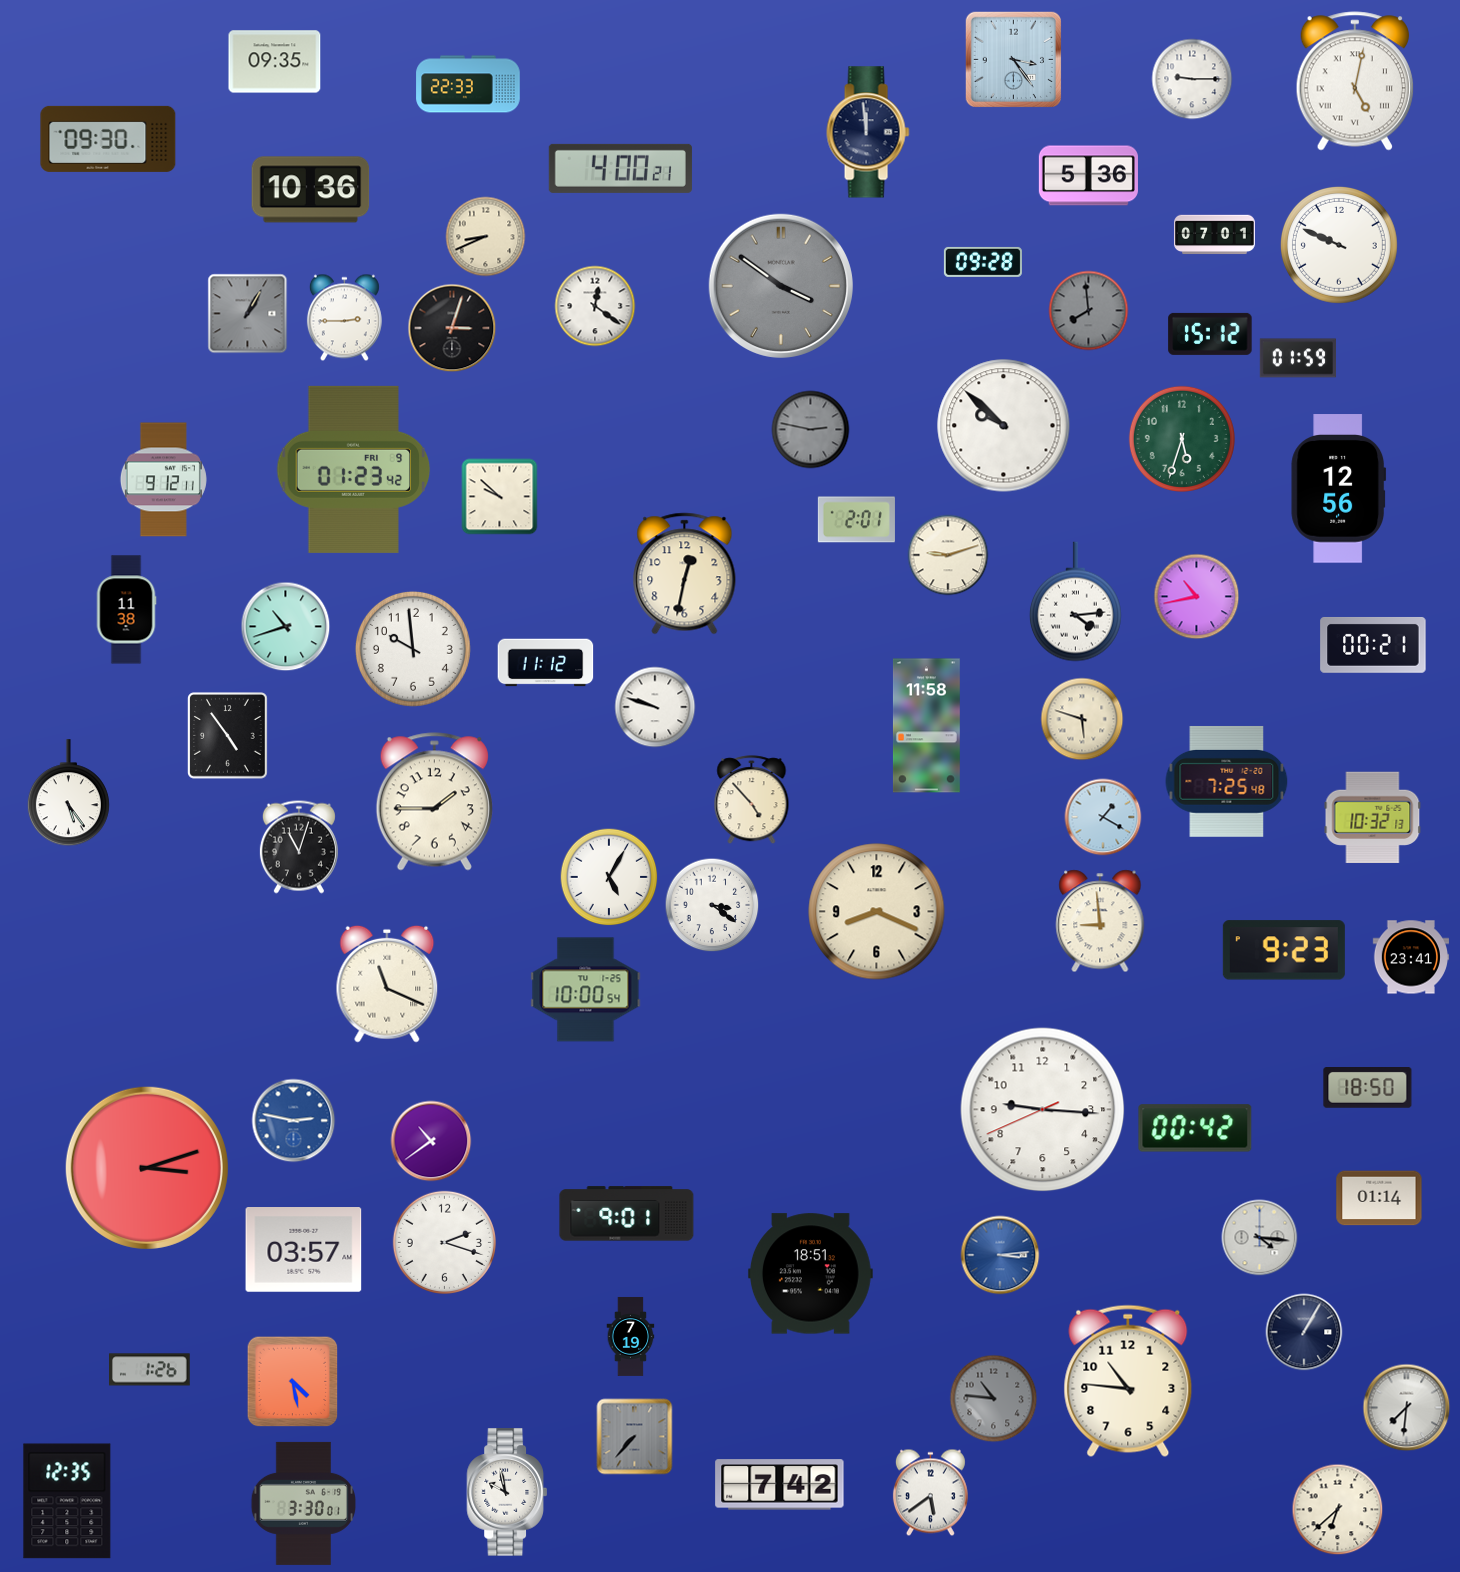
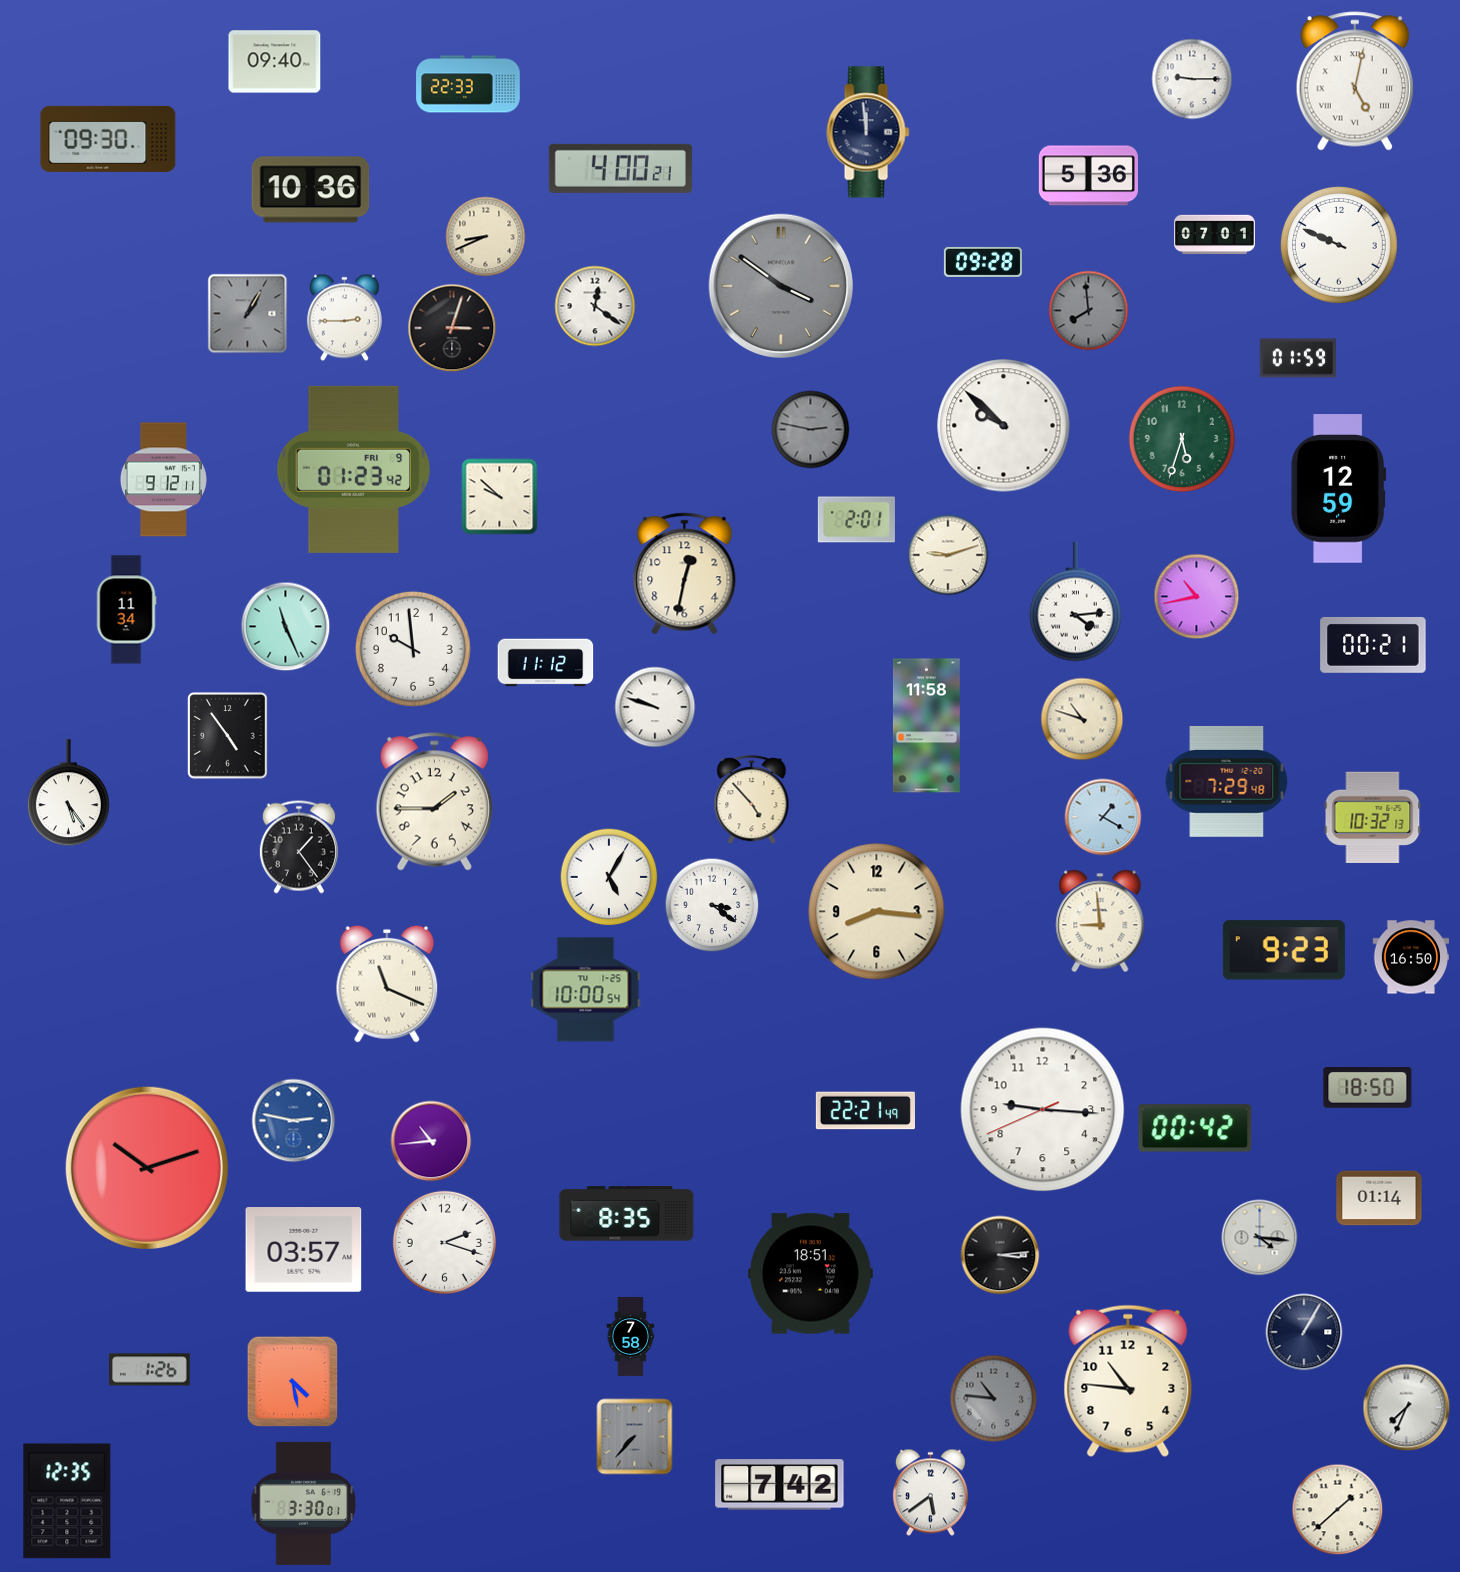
clock at (1013, 59): 3:24 -> none
clock at (275, 62): 09:35 -> 09:40
clock at (1210, 334): 15:12 -> none
clock at (1339, 489): 12:56 -> 12:59
clock at (126, 610): 11:38 -> 11:34
clock at (286, 627): 10:42 -> 11:26
clock at (1082, 719): 5:48 -> 10:48
clock at (1227, 782): 7:25 -> 7:29
clock at (299, 847): 11:03 -> 1:24
clock at (877, 912): 8:19 -> 8:16
clock at (1410, 957): 23:41 -> 16:50
clock at (865, 1111): none -> 22:21
clock at (431, 1141): 10:39 -> 10:44
clock at (147, 1168): 3:12 -> 10:12
clock at (627, 1214): 9:01 -> 8:35
clock at (1000, 1255) dial: blue -> black
clock at (631, 1336): 7:19 -> 7:58
clock at (1407, 1408): 7:31 -> 7:34
clock at (507, 1492): 9:58 -> none
clock at (1338, 1510): 6:38 -> 1:38
